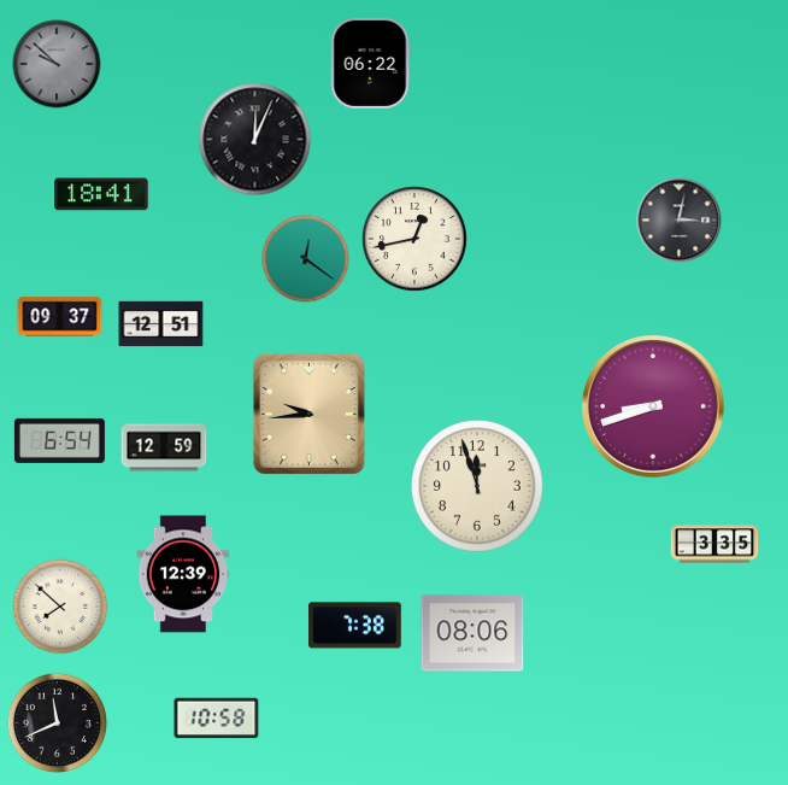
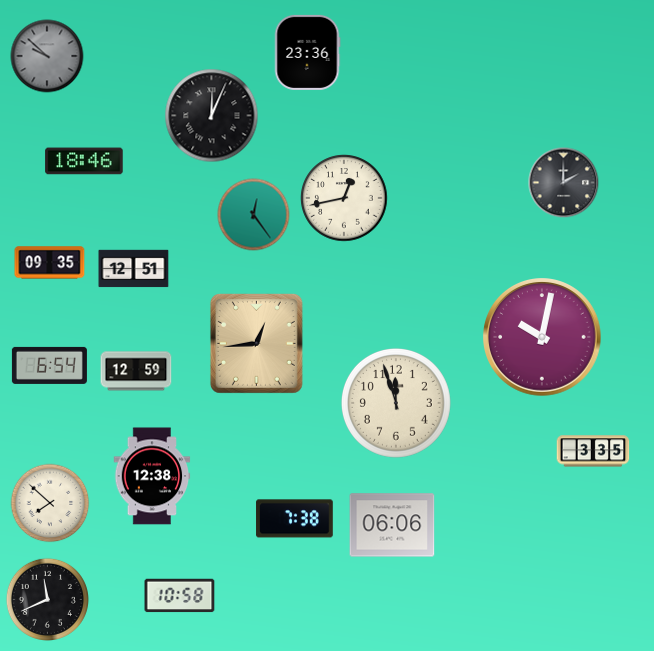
clock at (370, 63): 06:22 -> 23:36
clock at (57, 64) position: (57, 64) -> (47, 56)
clock at (101, 194): 18:41 -> 18:46
clock at (680, 221): 3:02 -> 2:00
clock at (306, 259): 12:21 -> 12:24
clock at (60, 317): 09:37 -> 09:35
clock at (654, 408): 8:42 -> 10:02
clock at (308, 414): 9:44 -> 12:44
clock at (183, 574): 12:39 -> 12:38
clock at (472, 633): 08:06 -> 06:06
